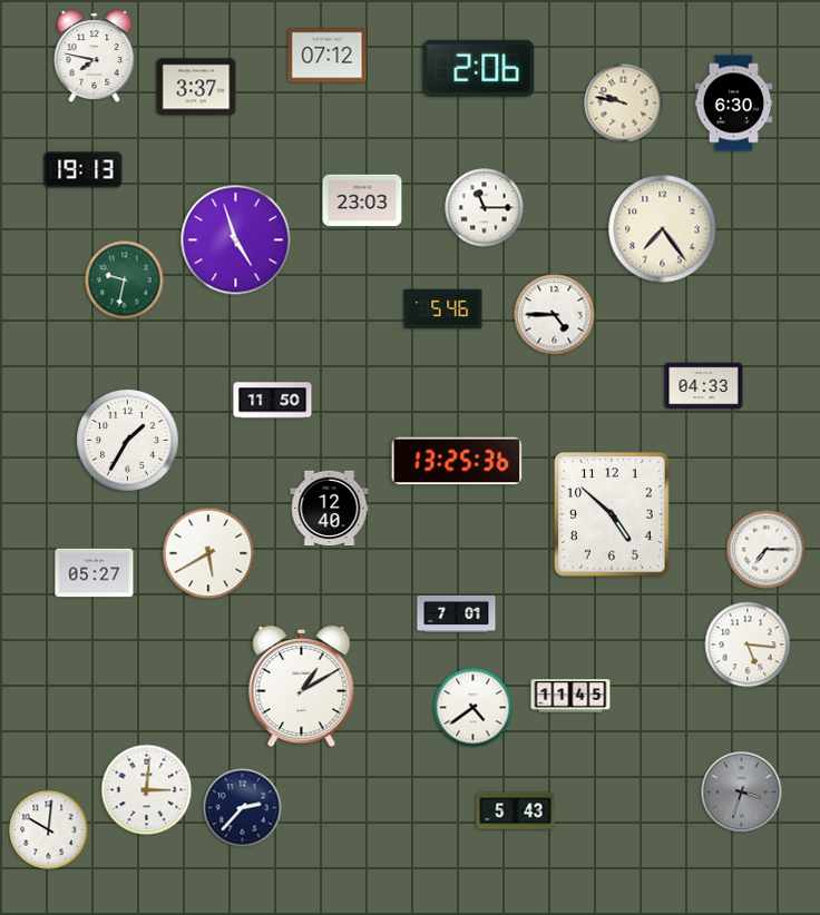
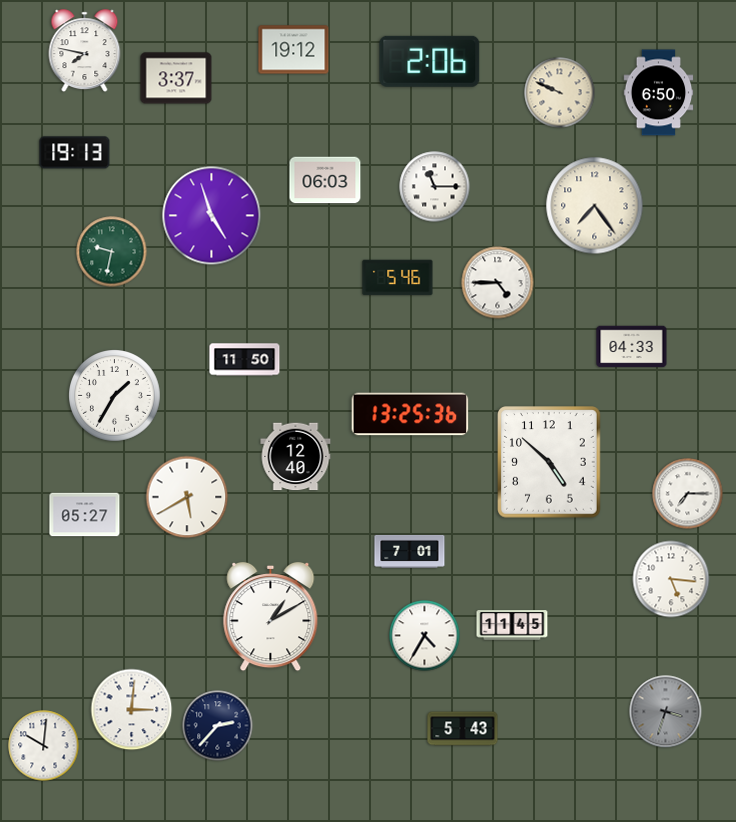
clock at (328, 56): 07:12 -> 19:12
clock at (624, 104): 9:47 -> 9:49
clock at (734, 104): 6:30 -> 6:50
clock at (362, 200): 23:03 -> 06:03
clock at (474, 708): 4:39 -> 4:35
